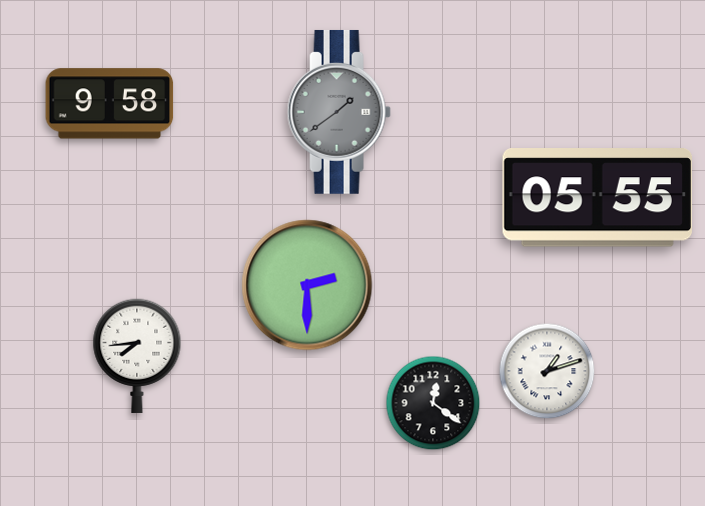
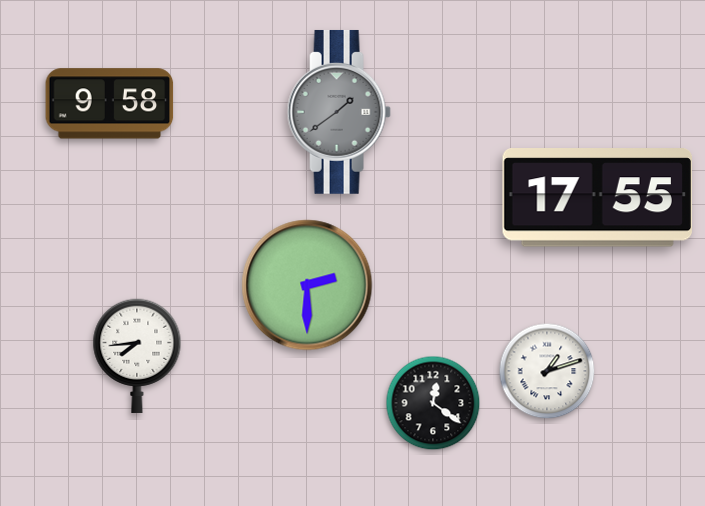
clock at (597, 198): 05:55 -> 17:55
